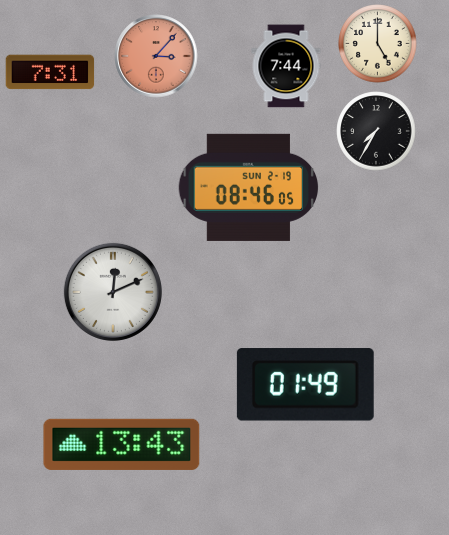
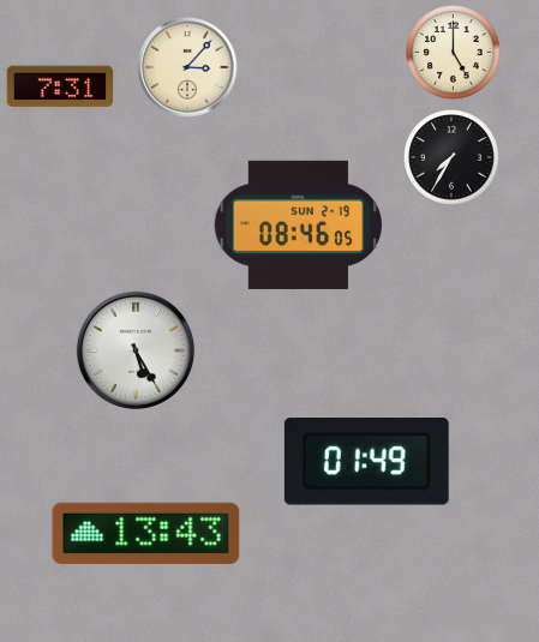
clock at (156, 56) dial: salmon -> cream
clock at (286, 66): 7:44 -> none
clock at (113, 292): 12:11 -> 5:25
